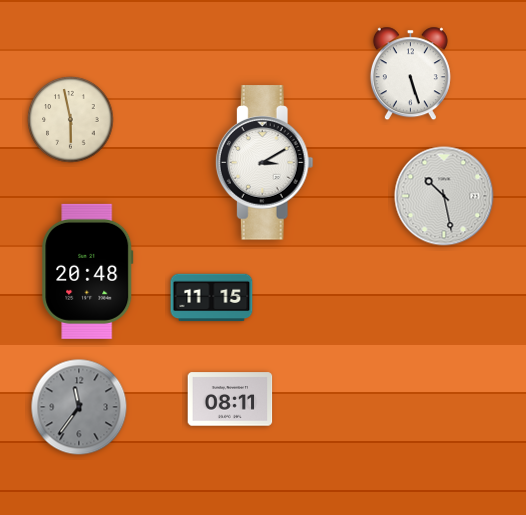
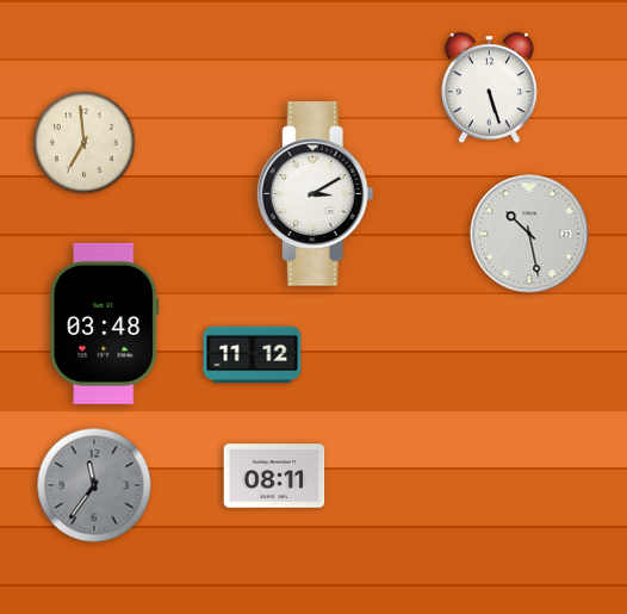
clock at (71, 120): 5:58 -> 6:59
clock at (88, 271): 20:48 -> 03:48
clock at (212, 298): 11:15 -> 11:12
